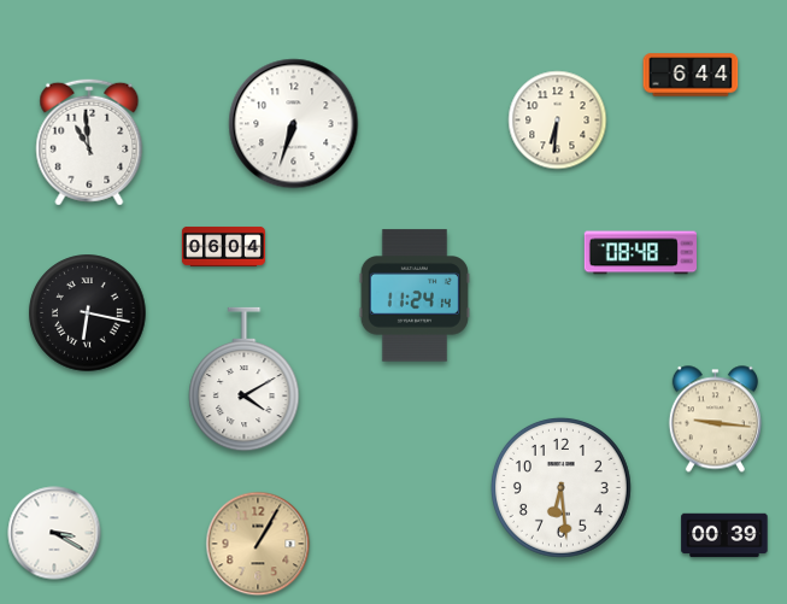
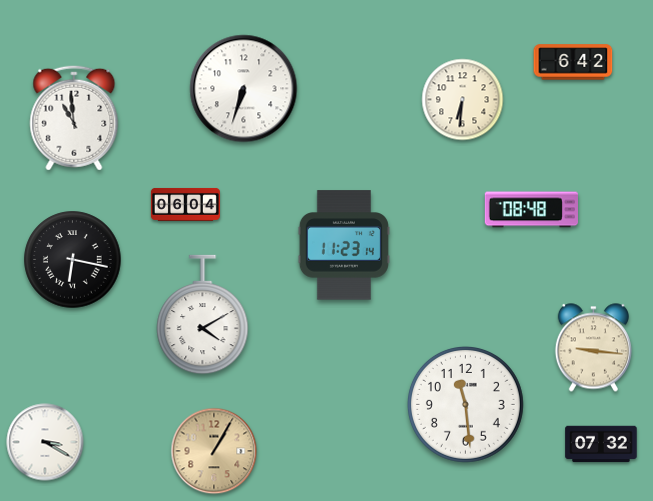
clock at (691, 75): 6:44 -> 6:42
clock at (294, 124) position: (294, 124) -> (244, 89)
clock at (415, 295): 11:24 -> 11:23
clock at (560, 487): 6:29 -> 11:29
clock at (724, 535): 00:39 -> 07:32
